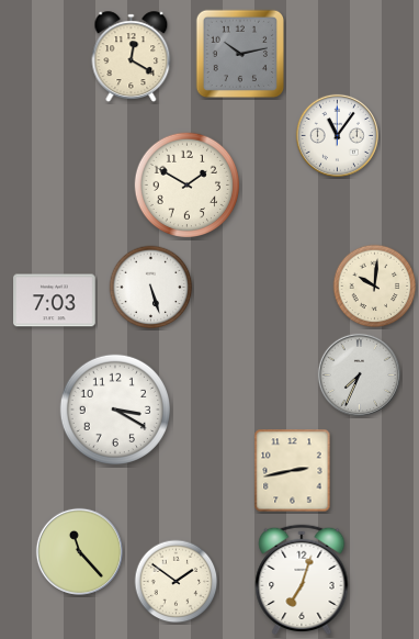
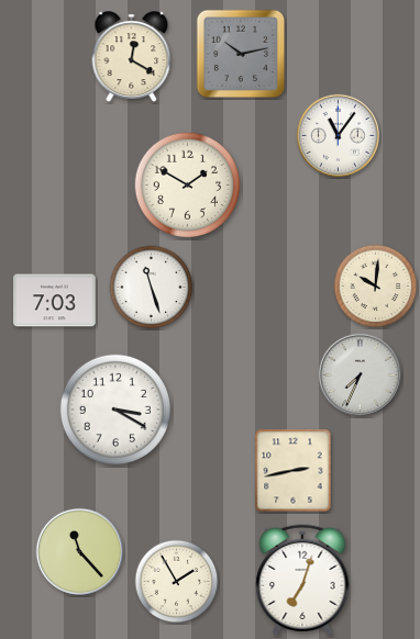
clock at (151, 288): 5:27 -> 11:27
clock at (177, 582): 1:51 -> 1:55
